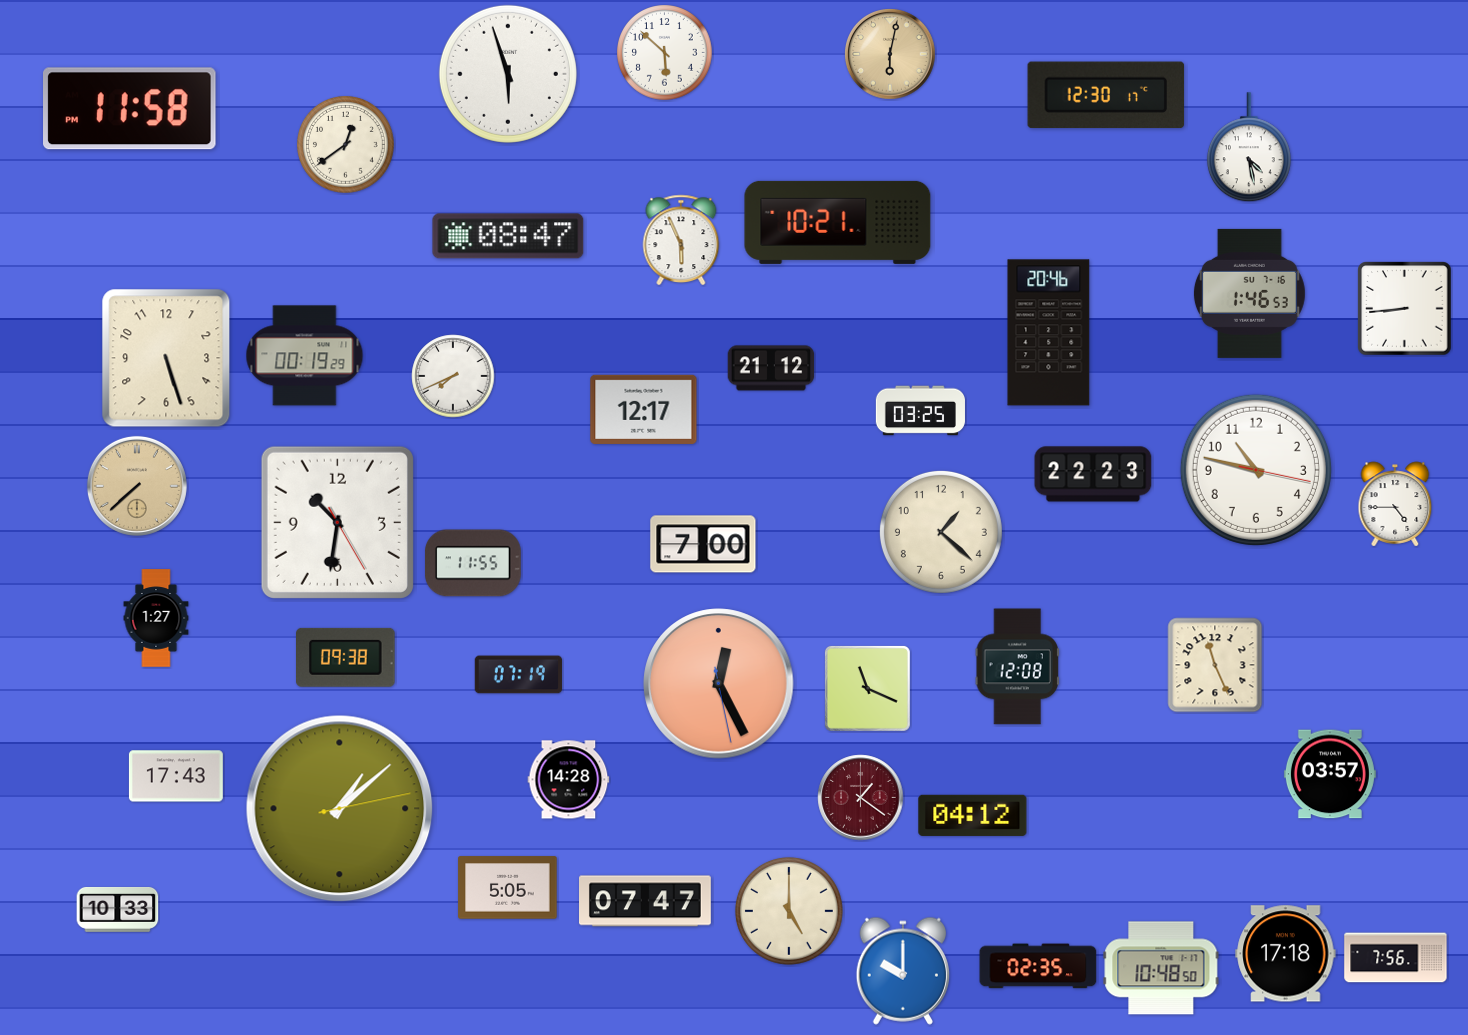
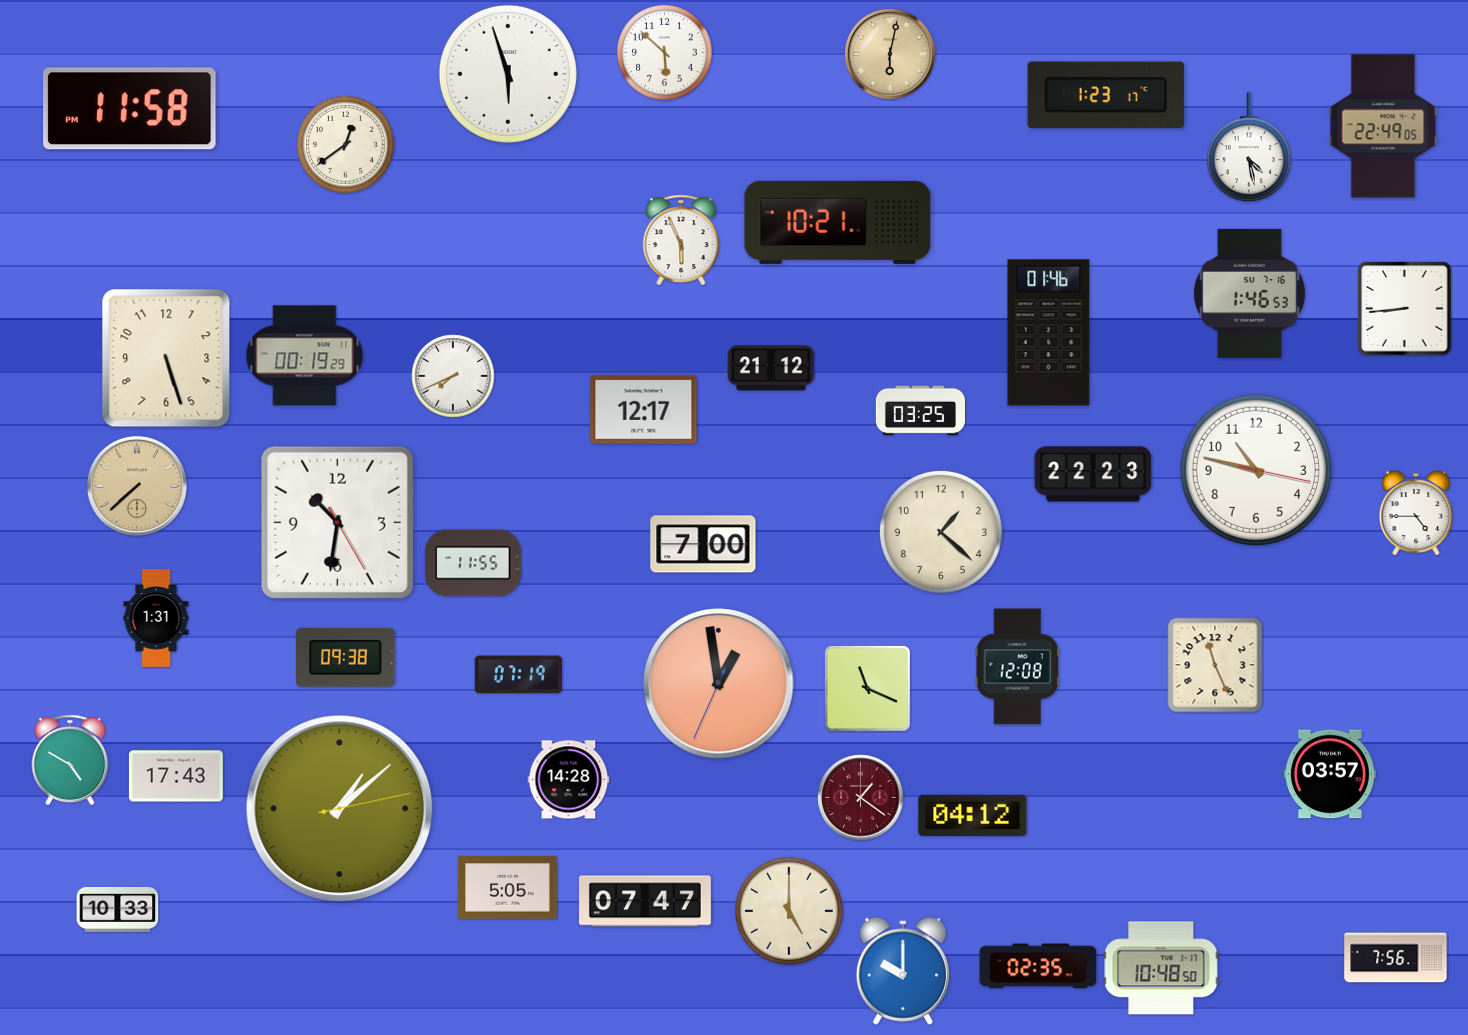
clock at (1106, 95): 12:30 -> 1:23
clock at (1383, 126): none -> 22:49
clock at (508, 236): 08:47 -> none
clock at (1049, 333): 20:46 -> 01:46
clock at (1395, 504) position: (1395, 504) -> (1416, 513)
clock at (156, 618): 1:27 -> 1:31
clock at (719, 684): 12:25 -> 12:58
clock at (70, 760): none -> 4:50
clock at (1286, 954): 17:18 -> none
